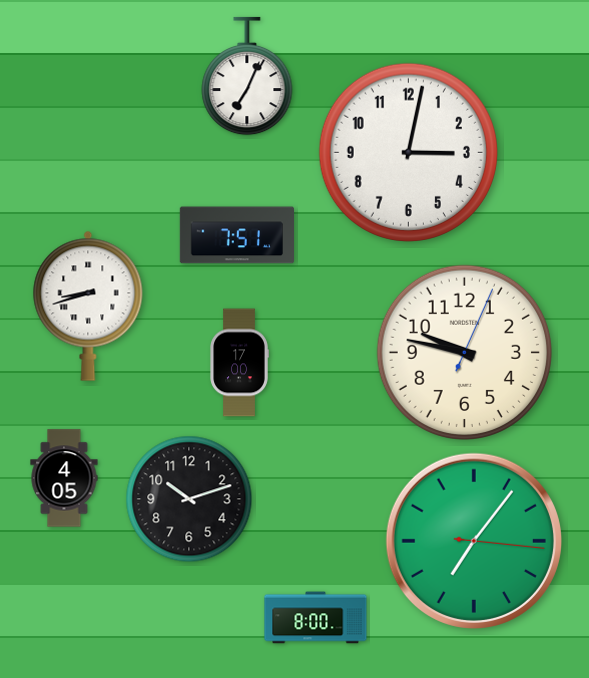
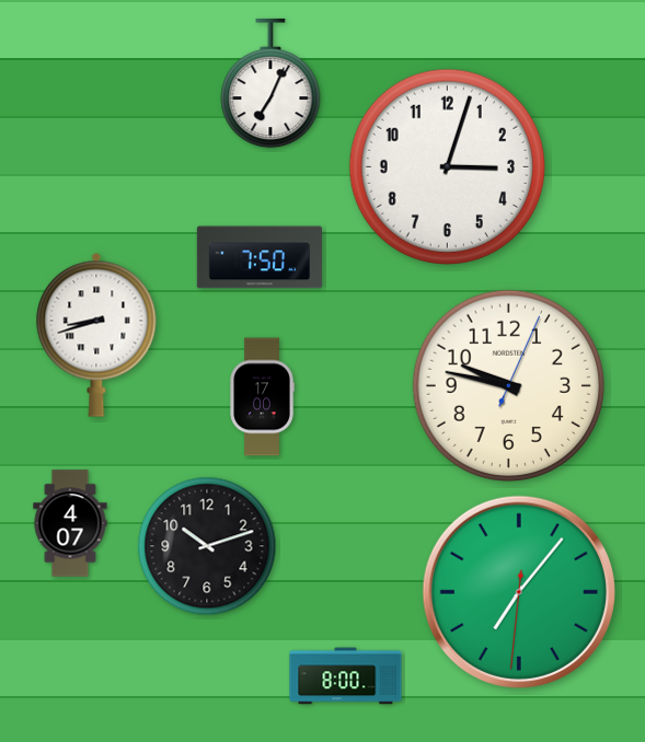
clock at (408, 152): 3:02 -> 3:03
clock at (236, 235): 7:51 -> 7:50
clock at (64, 478): 4:05 -> 4:07
clock at (474, 541): 7:06:16 -> 7:06:31
